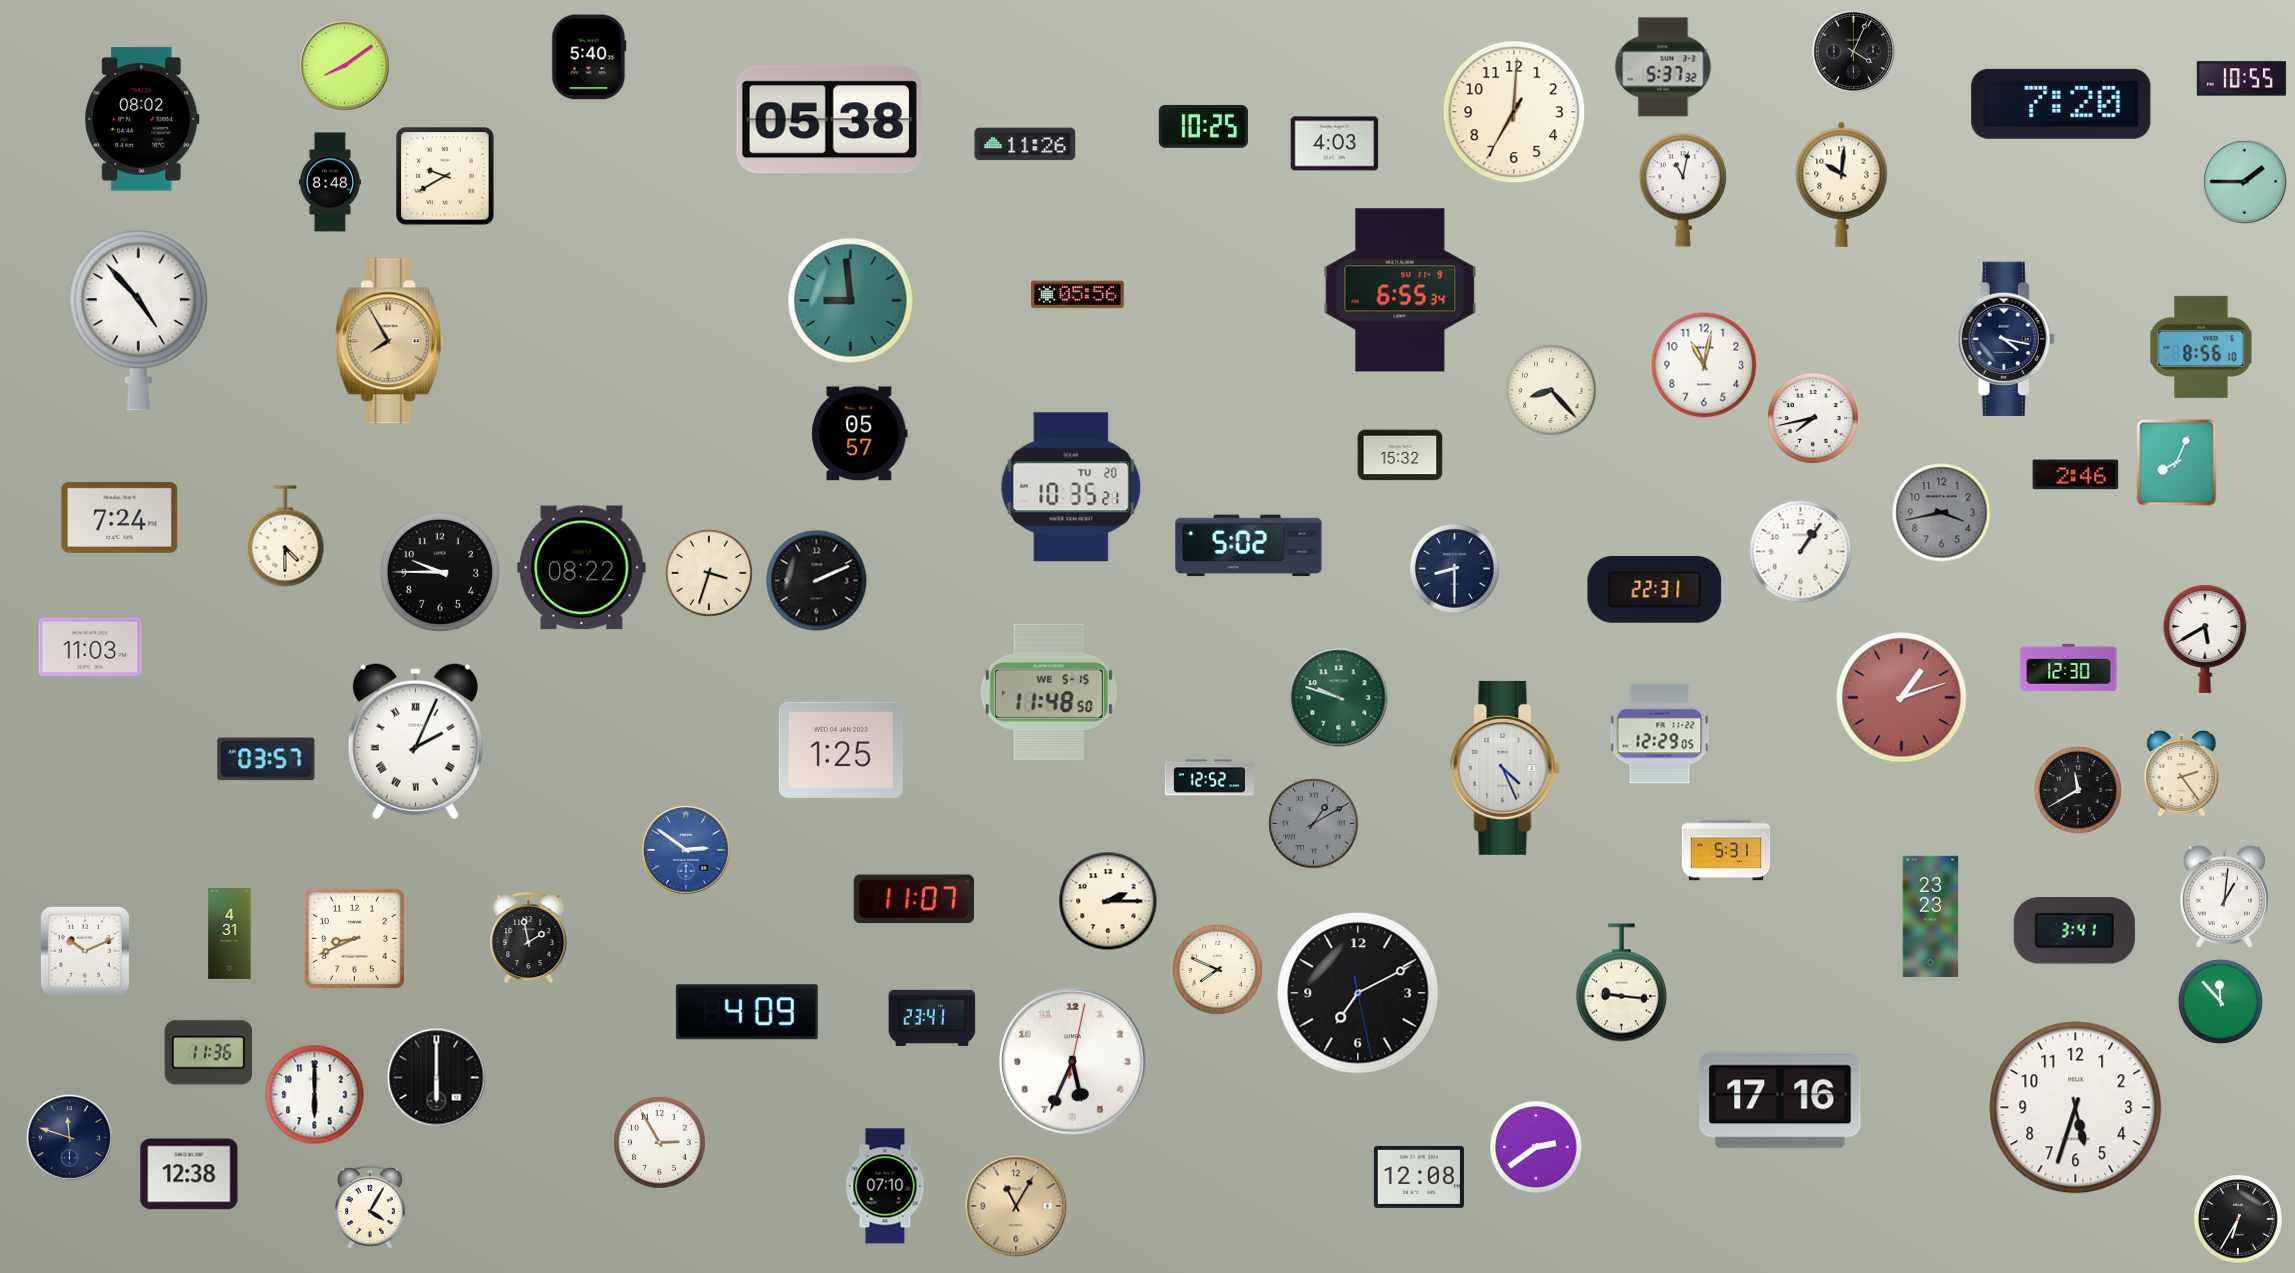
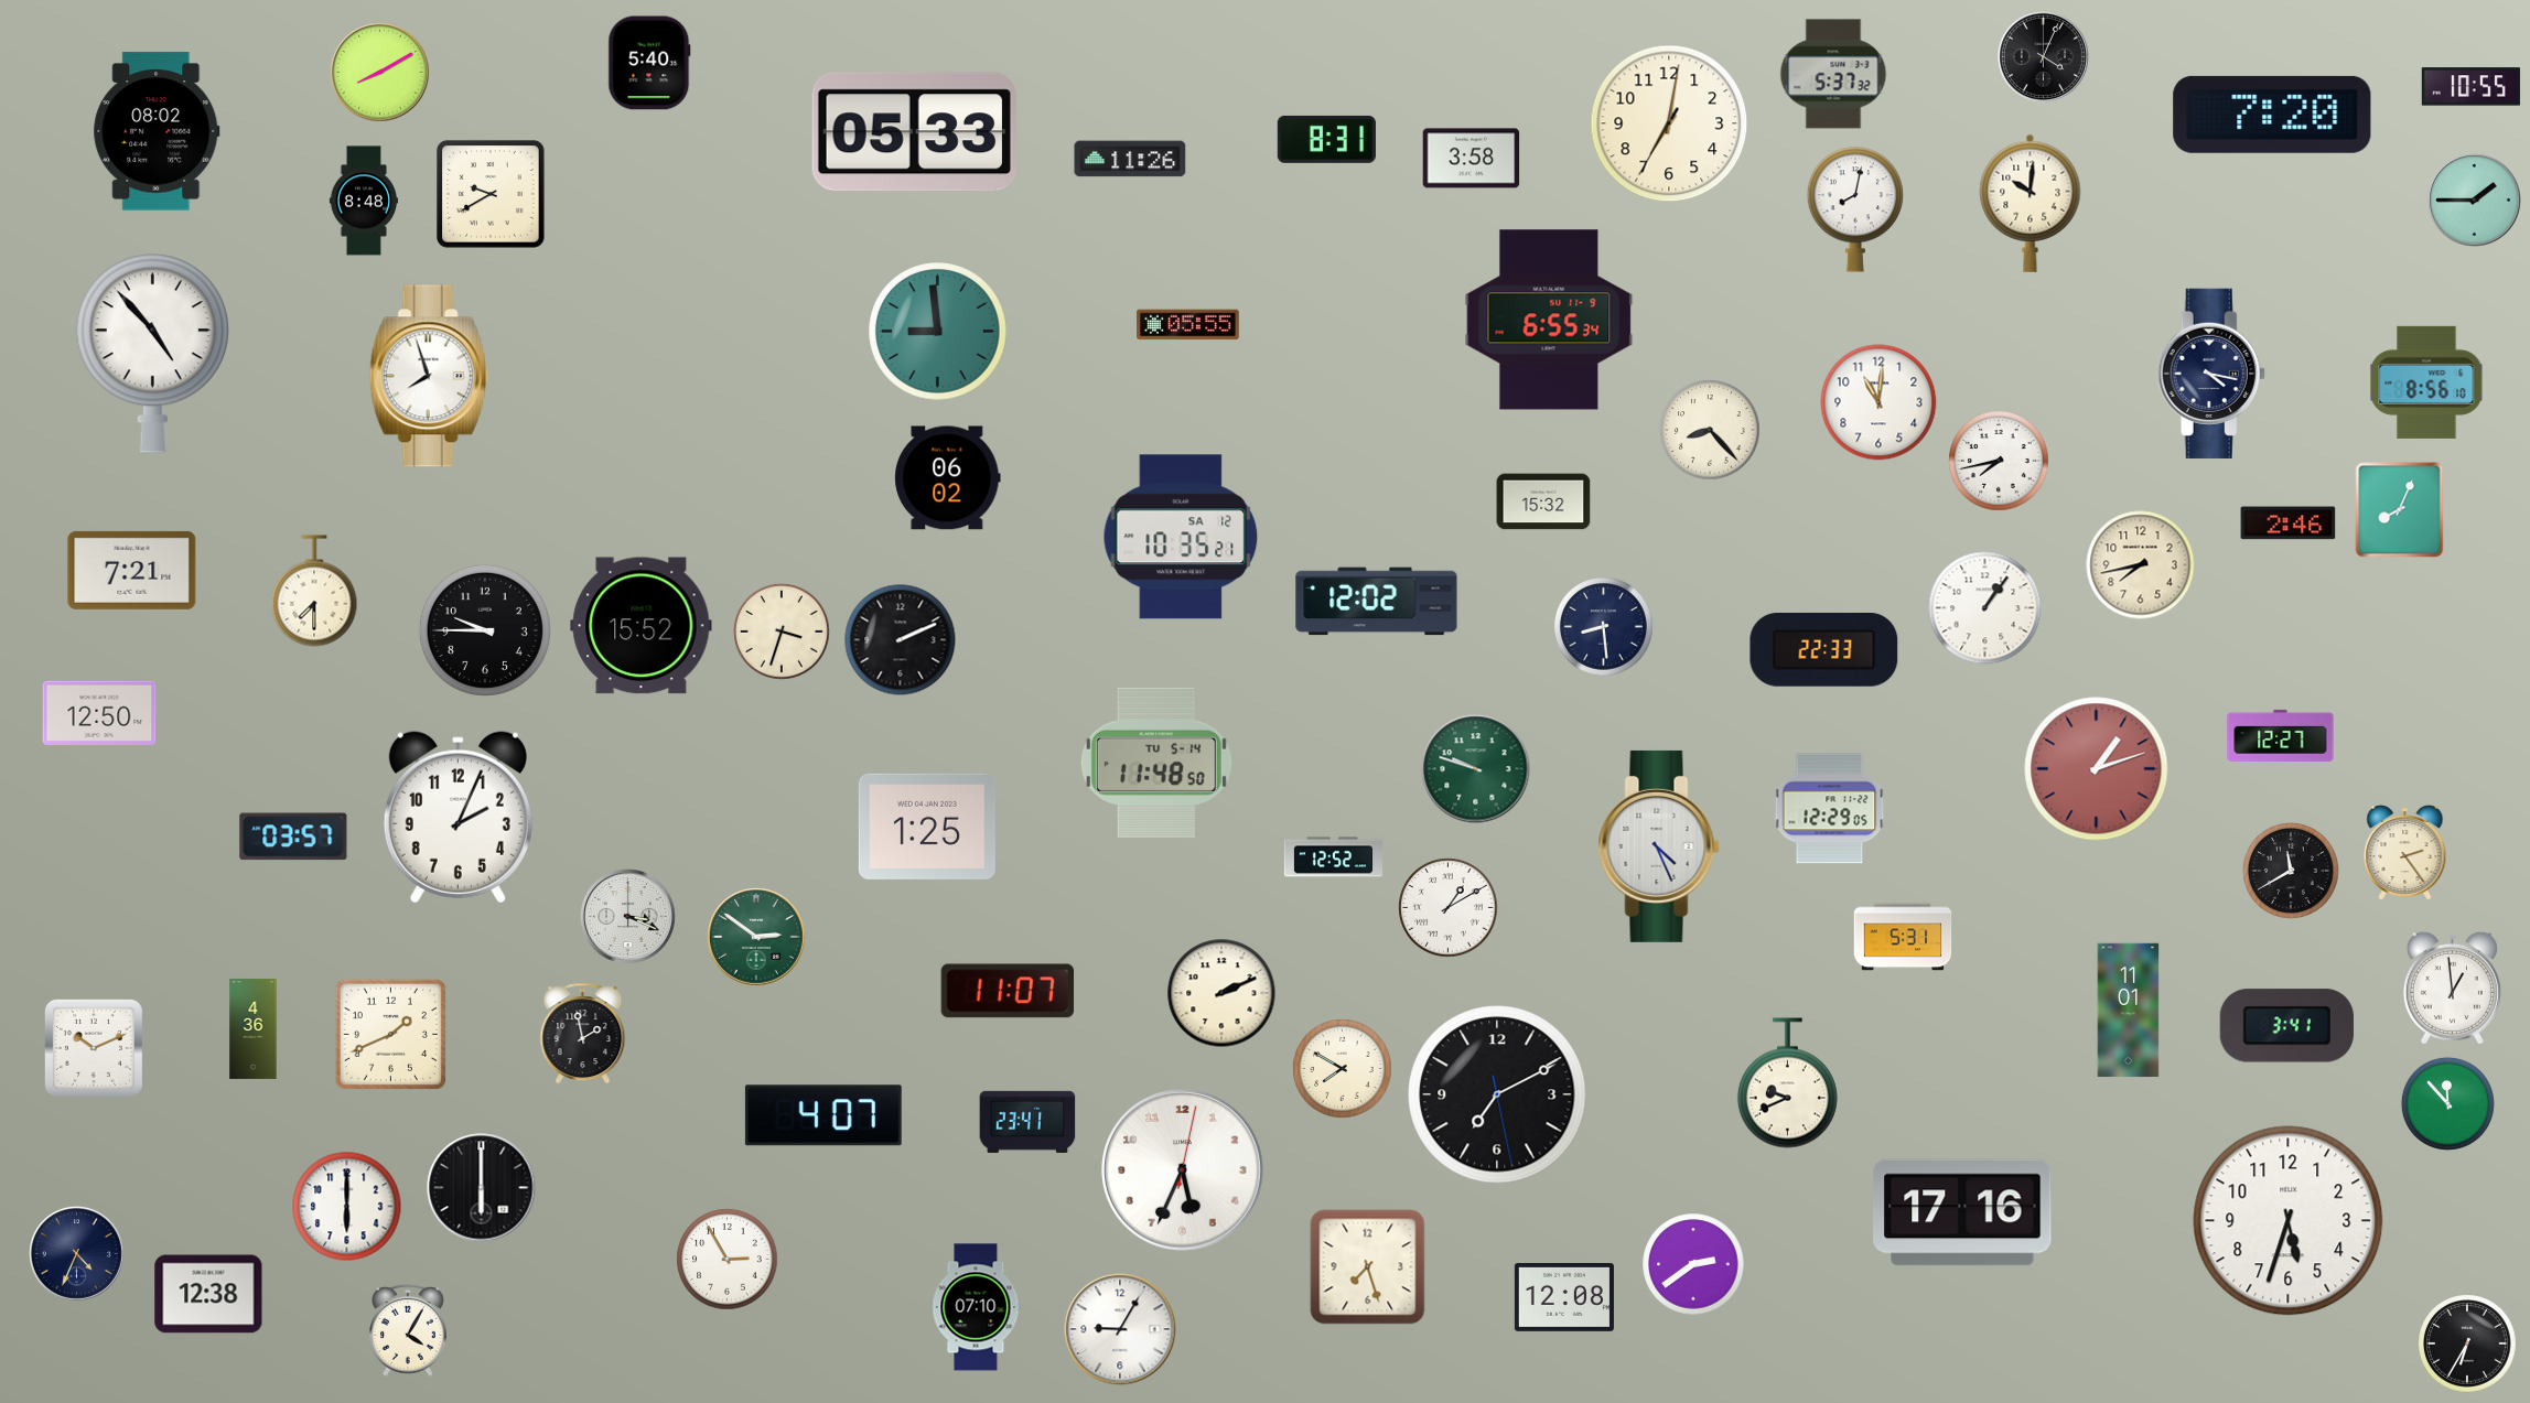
clock at (345, 66): 8:09 -> 8:10
clock at (1514, 112): 7:00 -> 7:01
clock at (829, 120): 05:38 -> 05:33
clock at (1203, 126): 10:25 -> 8:31
clock at (1335, 144): 4:03 -> 3:58
clock at (1682, 190): 11:02 -> 8:02
clock at (1400, 290) position: (1400, 290) -> (1549, 320)
clock at (1078, 295): 05:56 -> 05:55
clock at (389, 341): 7:55 -> 7:57
clock at (389, 341) dial: champagne -> white
clock at (1704, 365): 11:02 -> 11:01
clock at (860, 434): 05:57 -> 06:02
clock at (1071, 487) date: TU 20 -> SA 12
clock at (1942, 513): 3:43 -> 7:43
clock at (1942, 513) dial: grey -> cream
clock at (120, 517): 7:24 -> 7:21
clock at (285, 536): 4:30 -> 7:30
clock at (1249, 546): 5:02 -> 12:02
clock at (582, 568): 08:22 -> 15:52
clock at (1455, 569): 8:30 -> 8:29
clock at (1655, 589): 22:31 -> 22:33
clock at (2205, 639): 5:40 -> none
clock at (90, 646): 11:03 -> 12:50
clock at (2069, 667): 12:30 -> 12:27
clock at (1049, 692) date: WE 5-15 -> TU 5-14
clock at (415, 742) numerals: Roman -> Arabic
clock at (1314, 824) dial: grey -> white
clock at (627, 916): none -> 3:19
clock at (686, 850) dial: blue -> green
clock at (2224, 896): 1:01 -> 12:59
clock at (1108, 901): 2:15 -> 2:11
clock at (1931, 917): 23:23 -> 11:01
clock at (230, 933): 4:31 -> 4:36
clock at (354, 938): 8:41 -> 1:41
clock at (1218, 970): 7:49 -> 7:50
clock at (1621, 983): 9:16 -> 9:41
clock at (747, 1012): 4:09 -> 4:07
clock at (209, 1053): 11:36 -> none
clock at (69, 1137): 11:48 -> 4:34
clock at (1368, 1267): none -> 7:27
clock at (1016, 1206): 11:05 -> 9:05
clock at (1016, 1206) dial: champagne -> white
